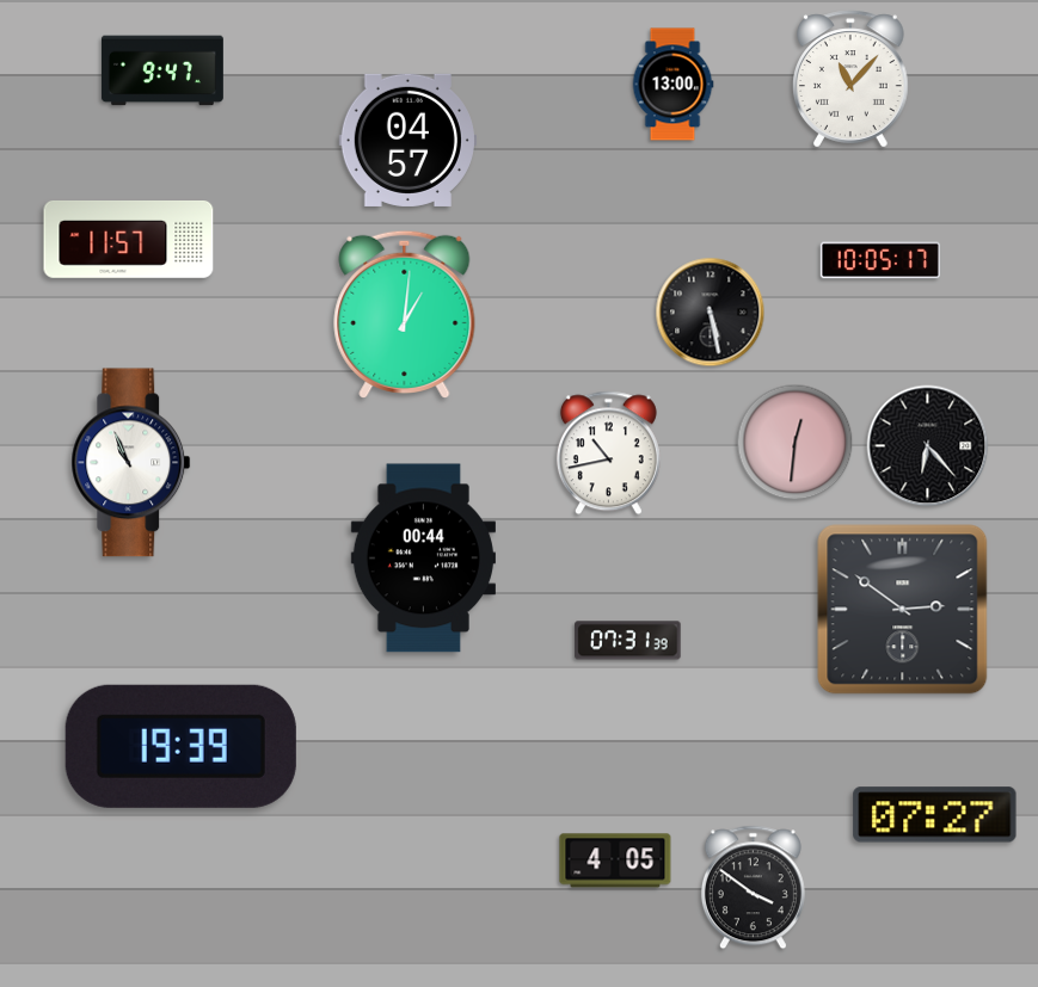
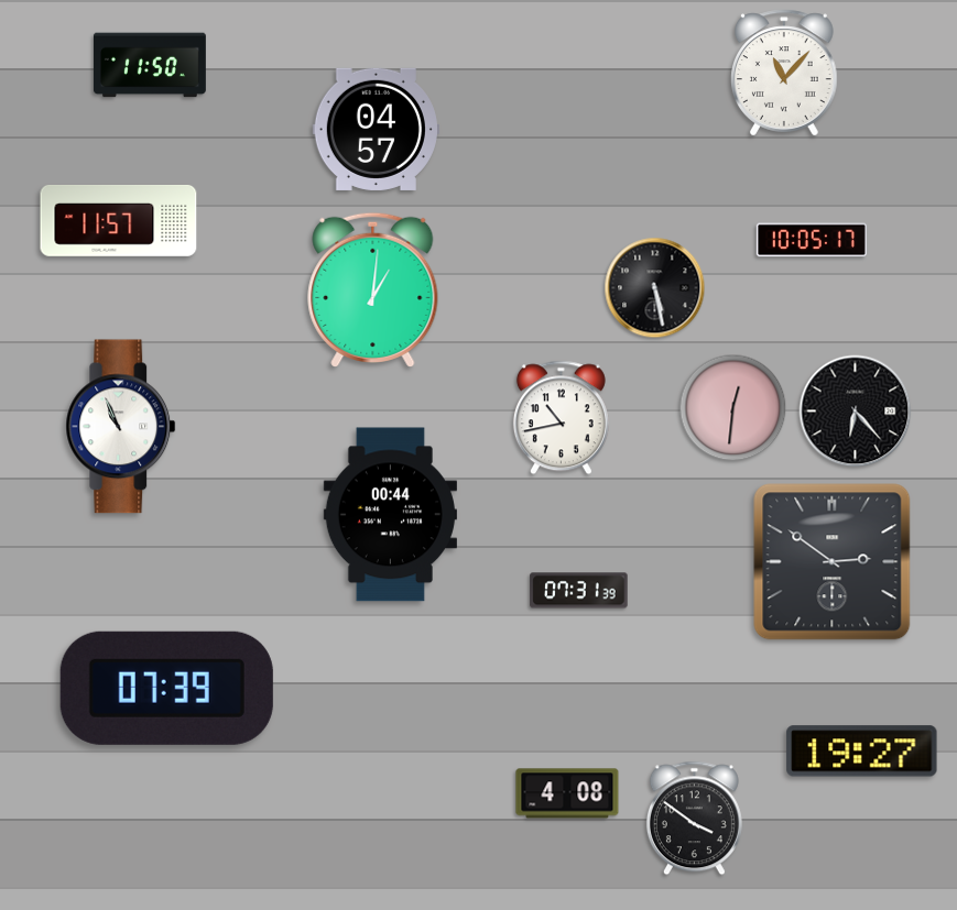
clock at (162, 70): 9:47 -> 11:50
clock at (672, 85): 13:00 -> none
clock at (180, 746): 19:39 -> 07:39
clock at (935, 815): 07:27 -> 19:27
clock at (615, 860): 4:05 -> 4:08
